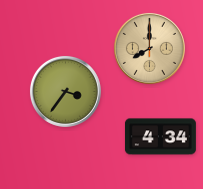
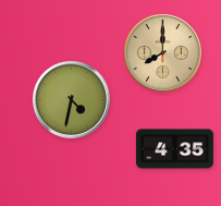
clock at (65, 91): 3:36 -> 4:32
clock at (160, 137): 4:34 -> 4:35
